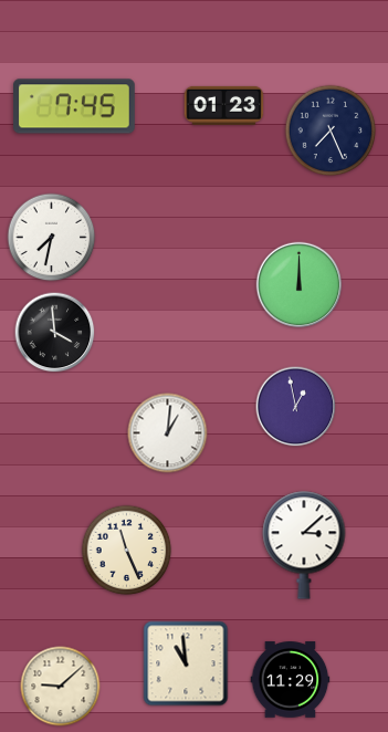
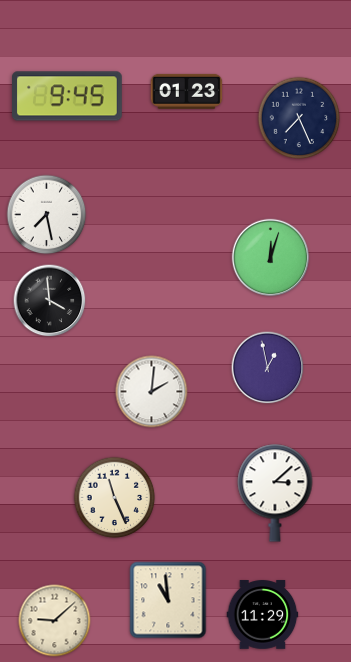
clock at (224, 105) position: (224, 105) -> (187, 91)
clock at (75, 106): 7:45 -> 9:45
clock at (52, 238): 7:32 -> 7:28
clock at (300, 285): 12:00 -> 12:03
clock at (168, 433): 1:01 -> 2:01
